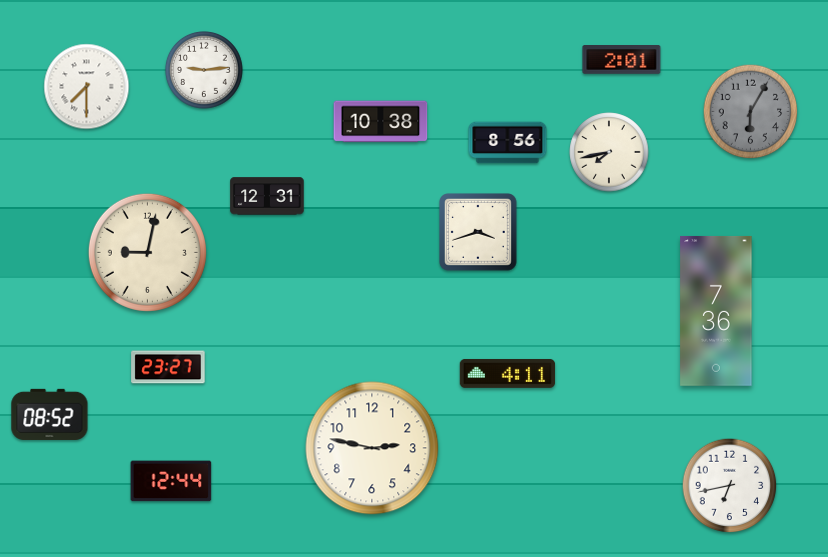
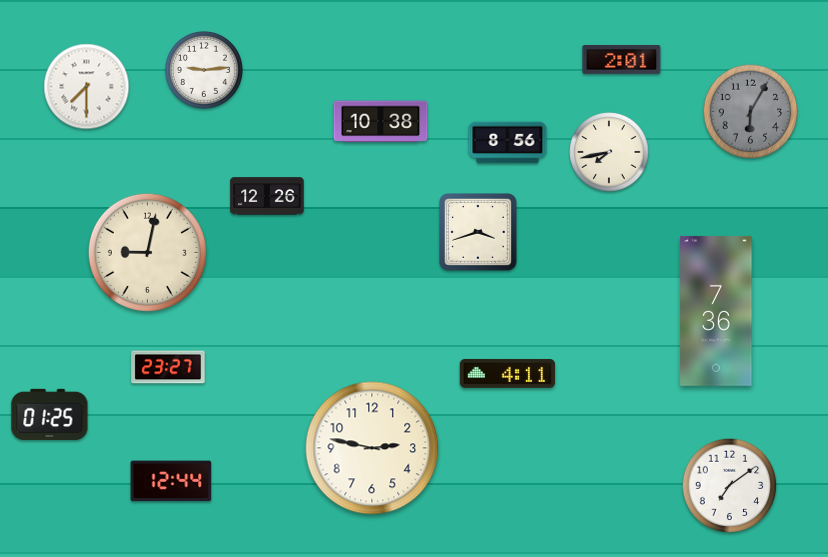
clock at (267, 196): 12:31 -> 12:26
clock at (50, 414): 08:52 -> 01:25
clock at (730, 486): 6:43 -> 7:09
